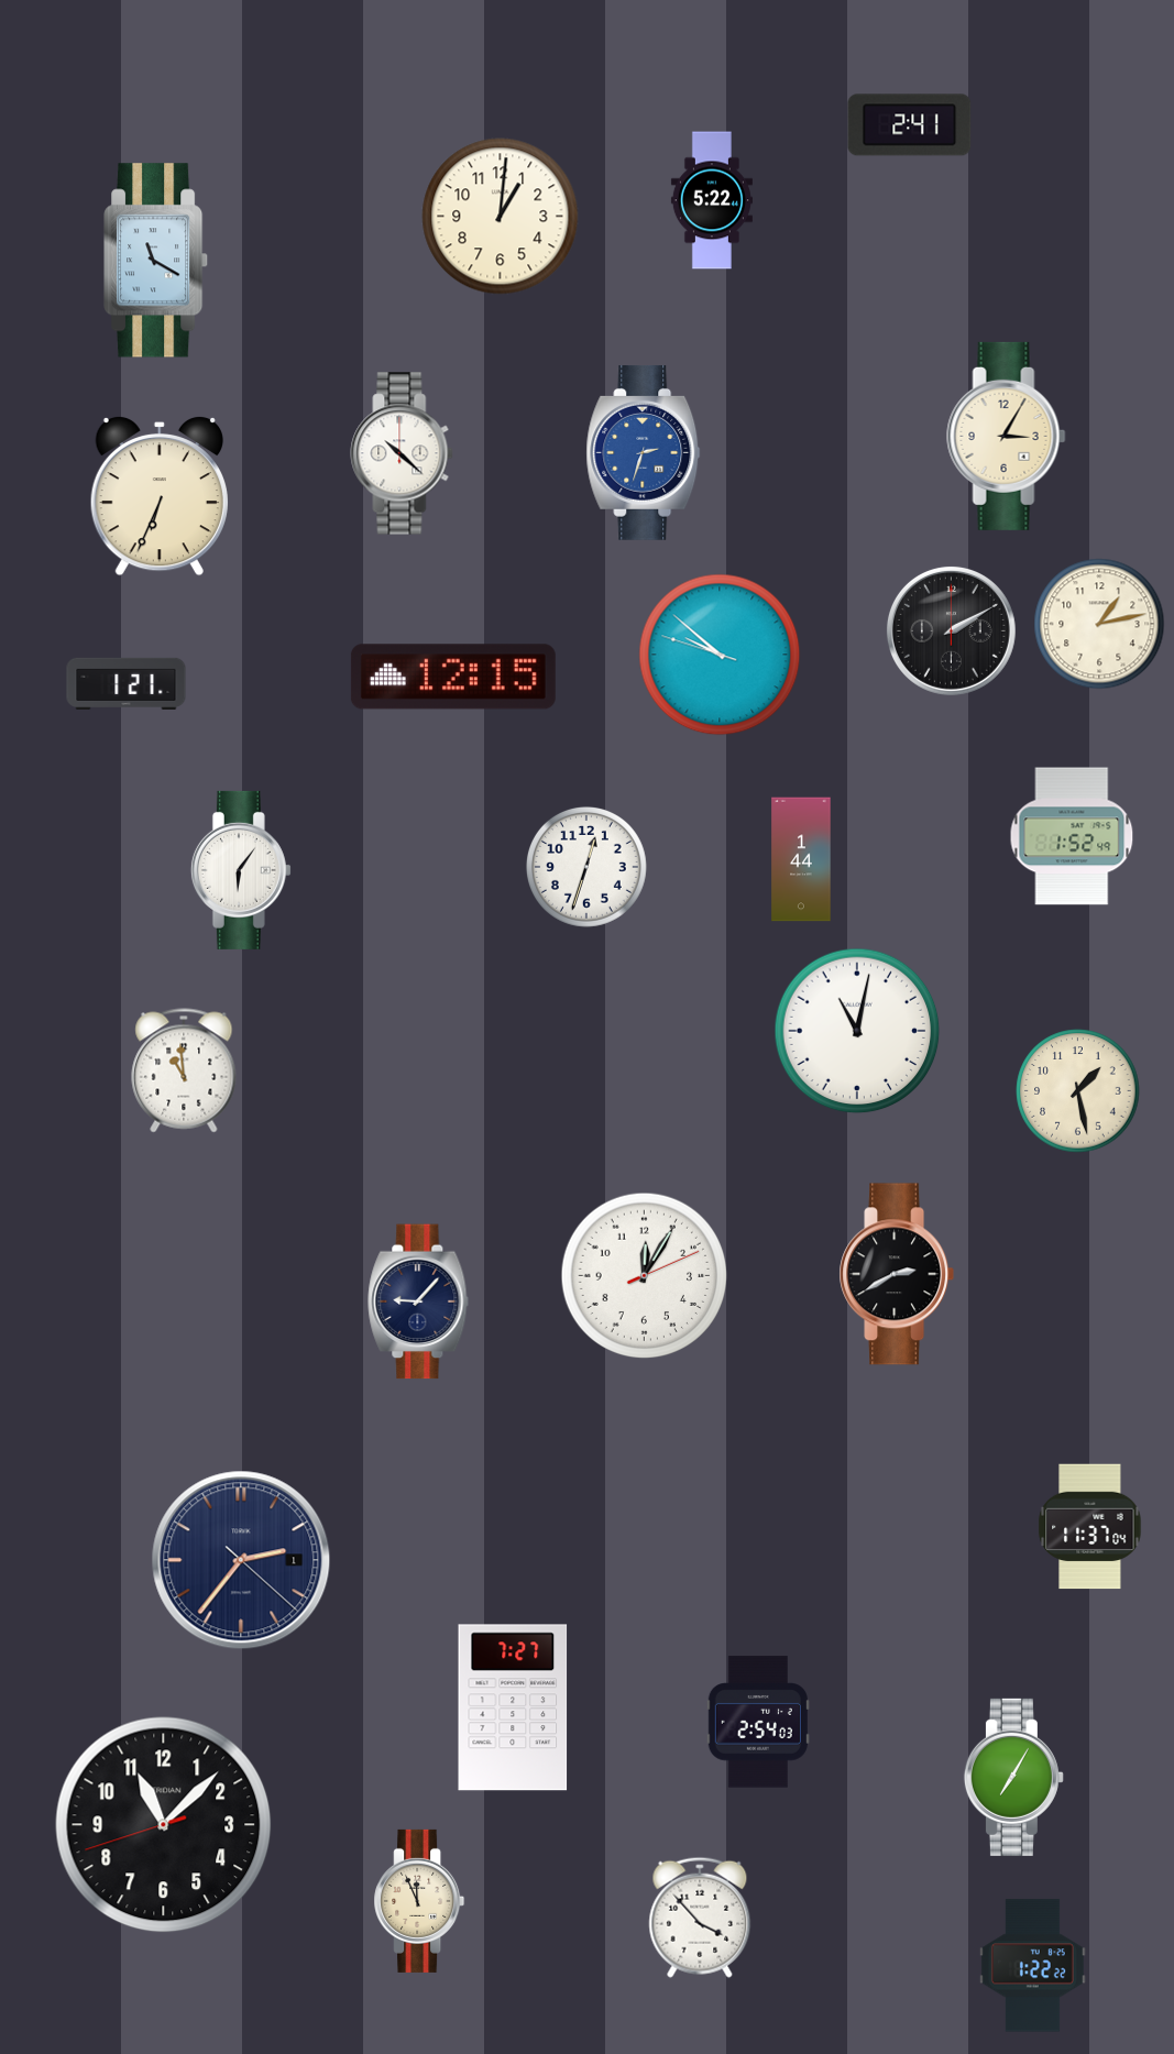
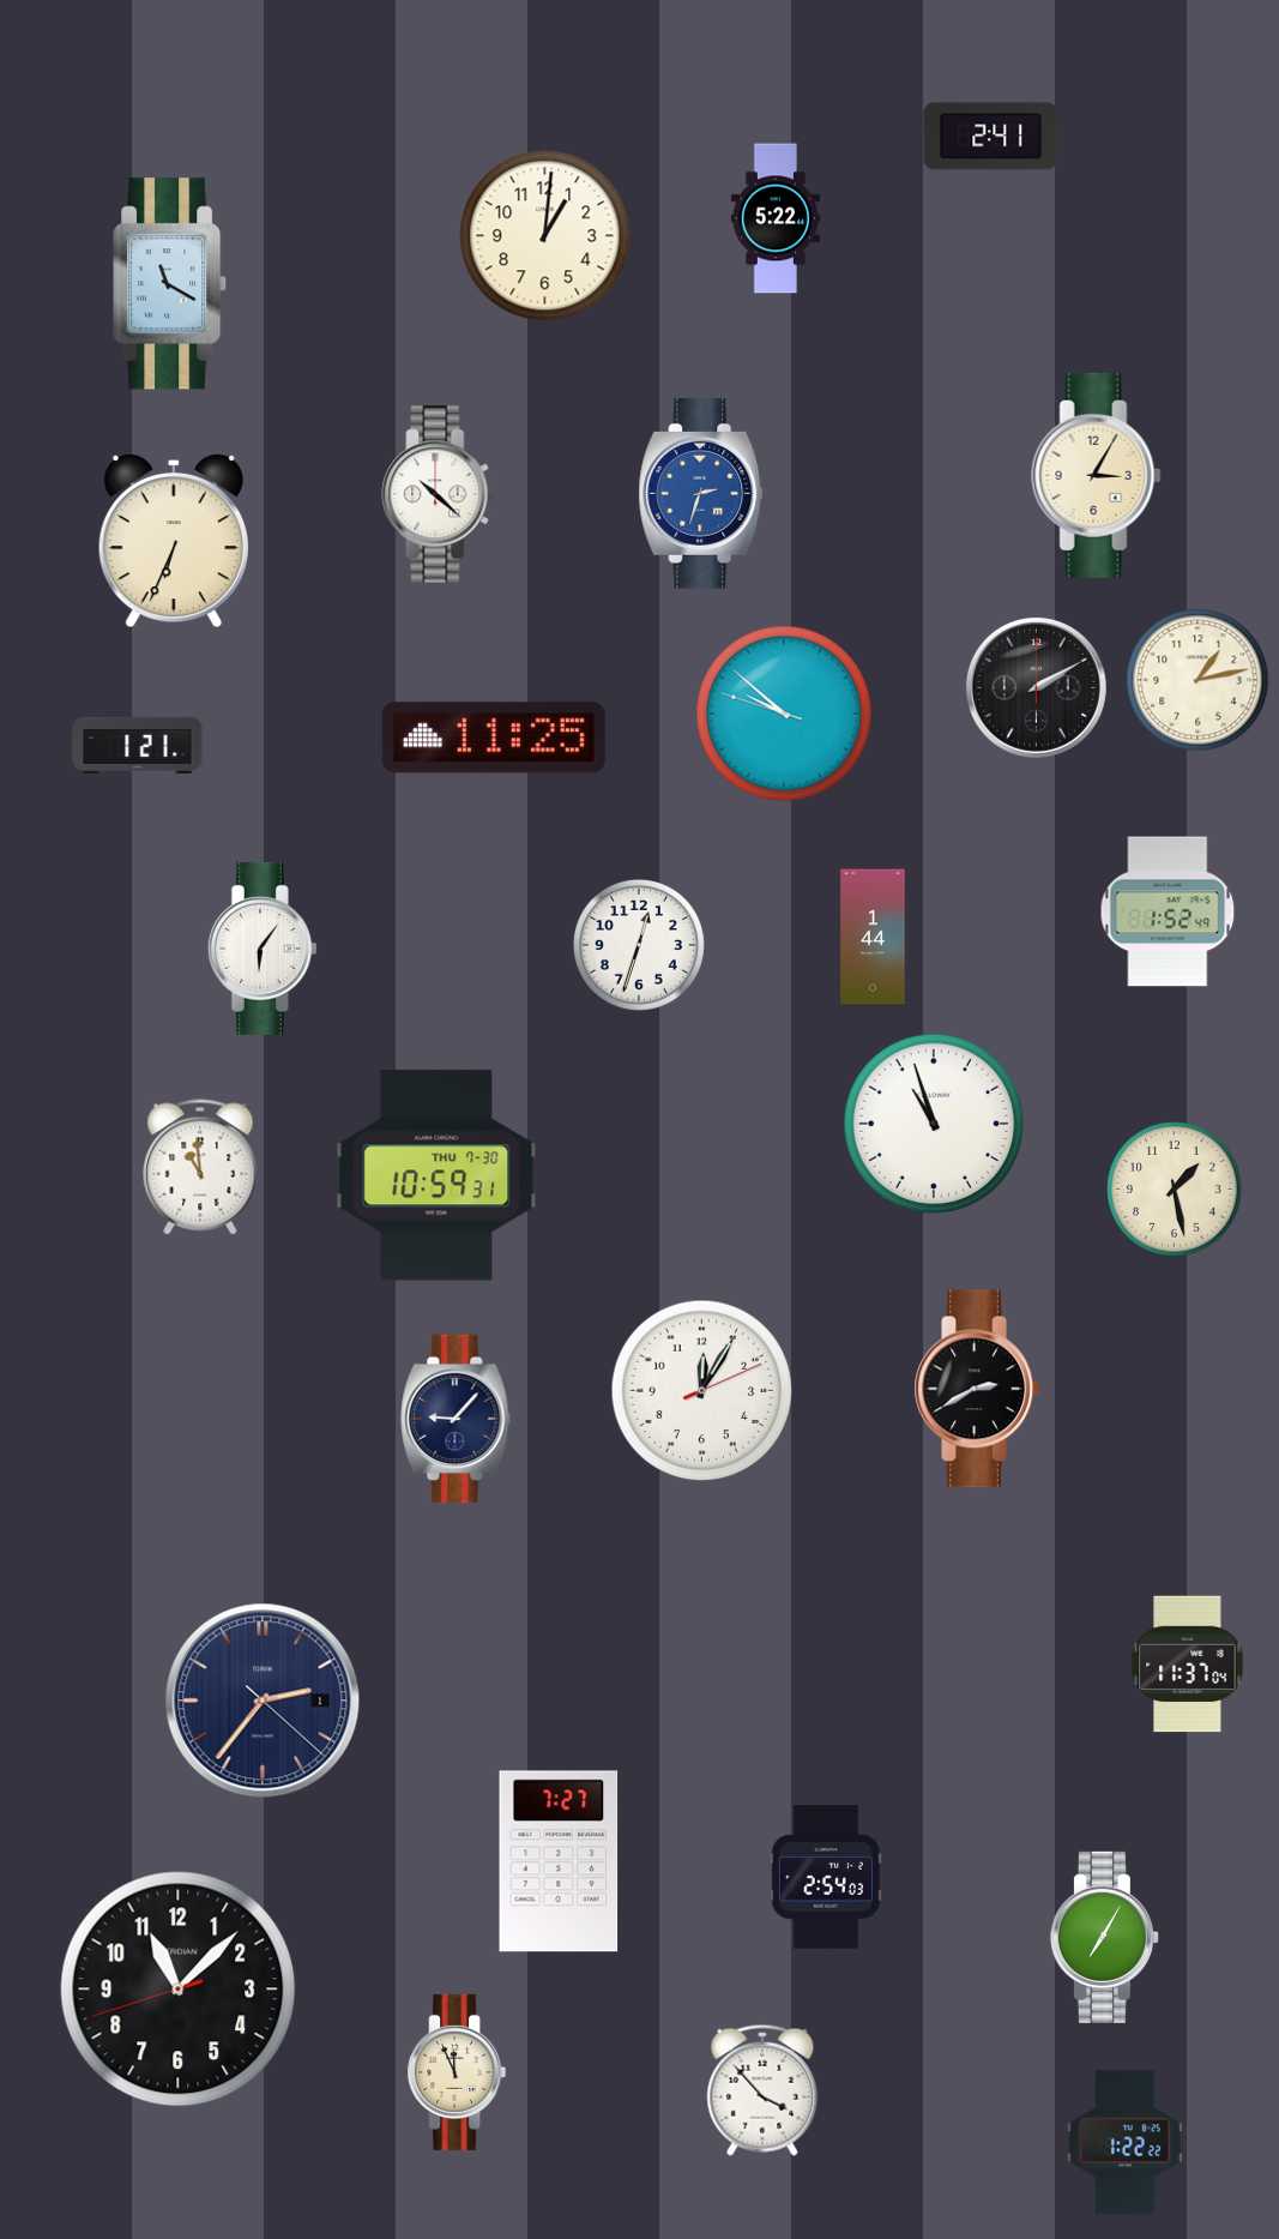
clock at (453, 677): 12:15 -> 11:25
clock at (857, 1031): 11:02 -> 10:57
clock at (436, 1175): none -> 10:59
